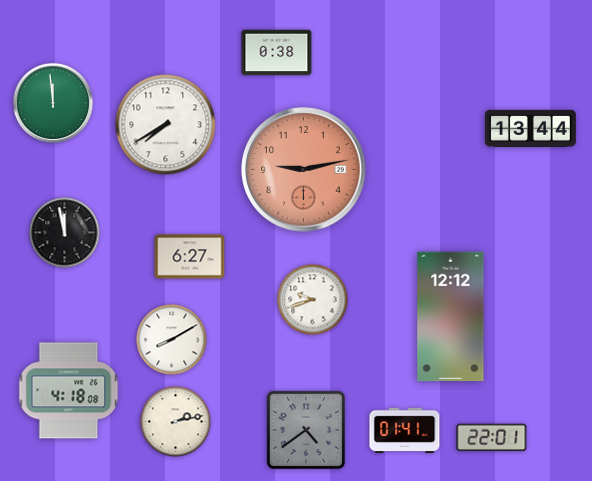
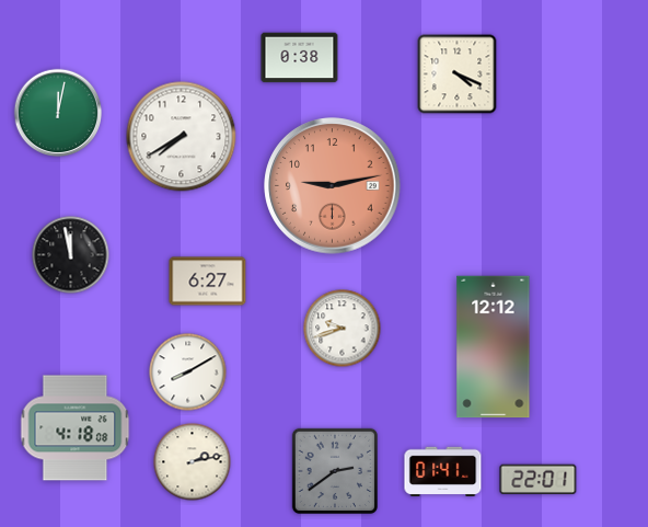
clock at (277, 53) position: (277, 53) -> (300, 58)
clock at (458, 75): none -> 4:19
clock at (53, 103): 11:59 -> 12:02
clock at (530, 128): 13:44 -> none
clock at (305, 429): 4:39 -> 2:39
